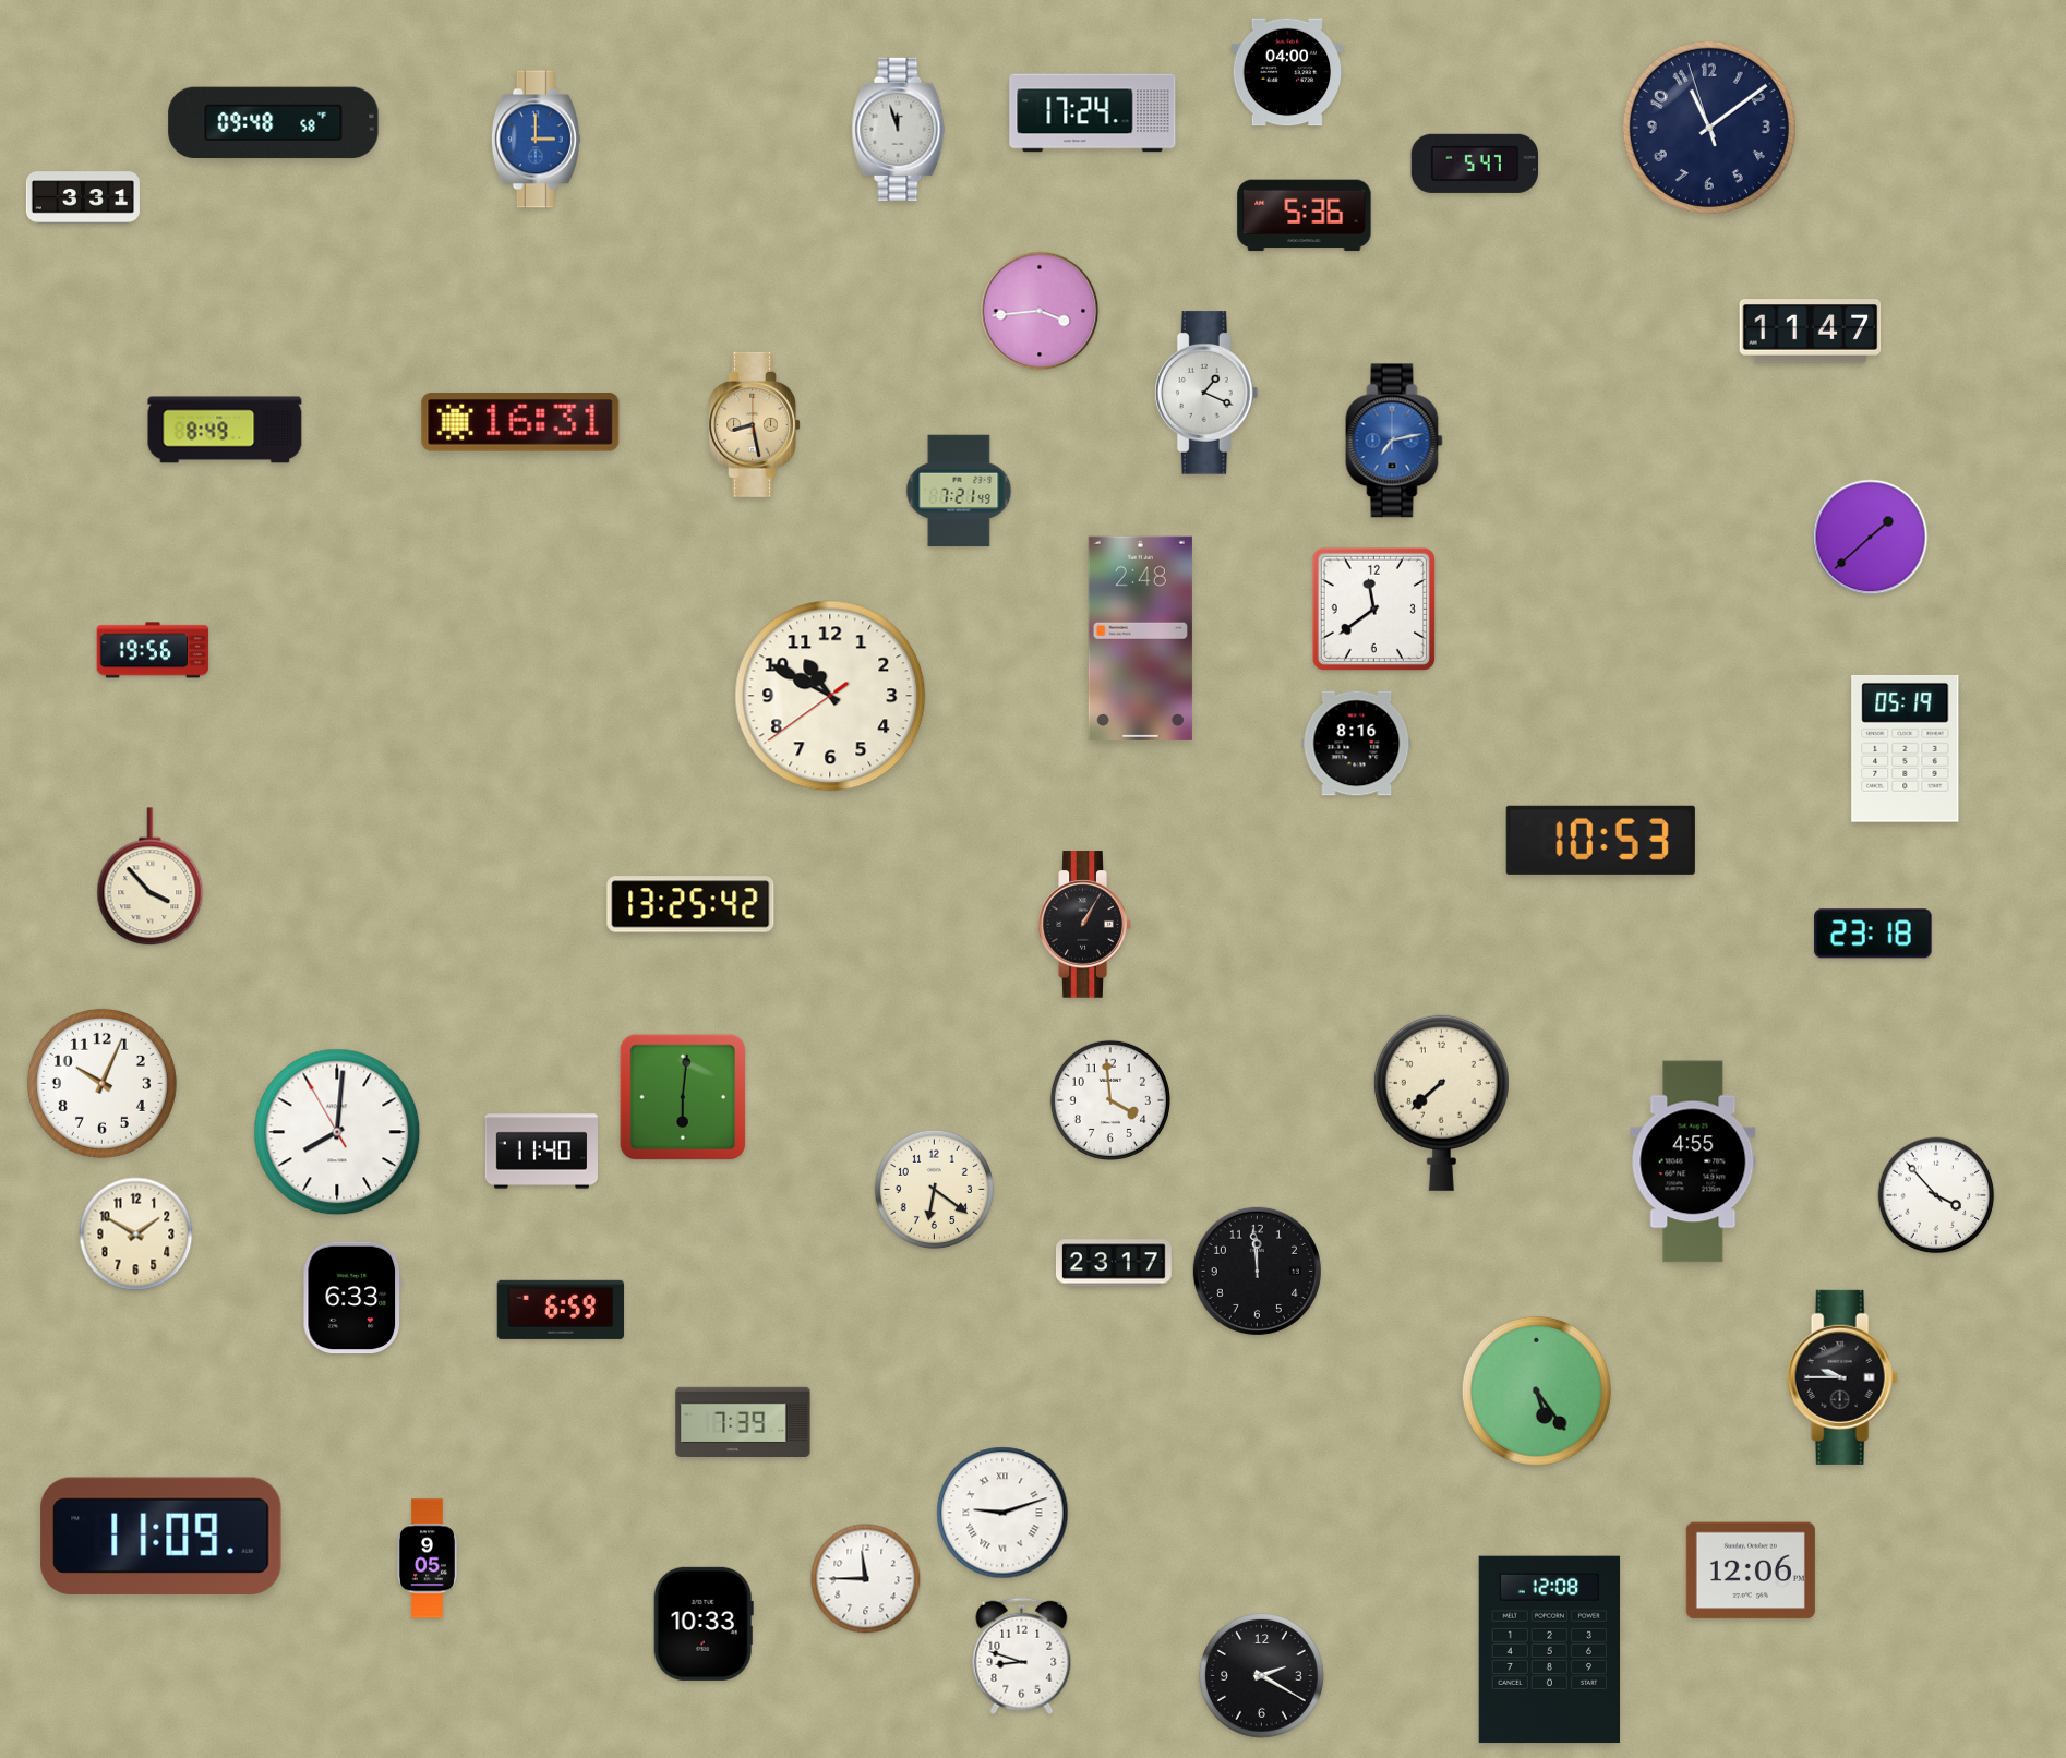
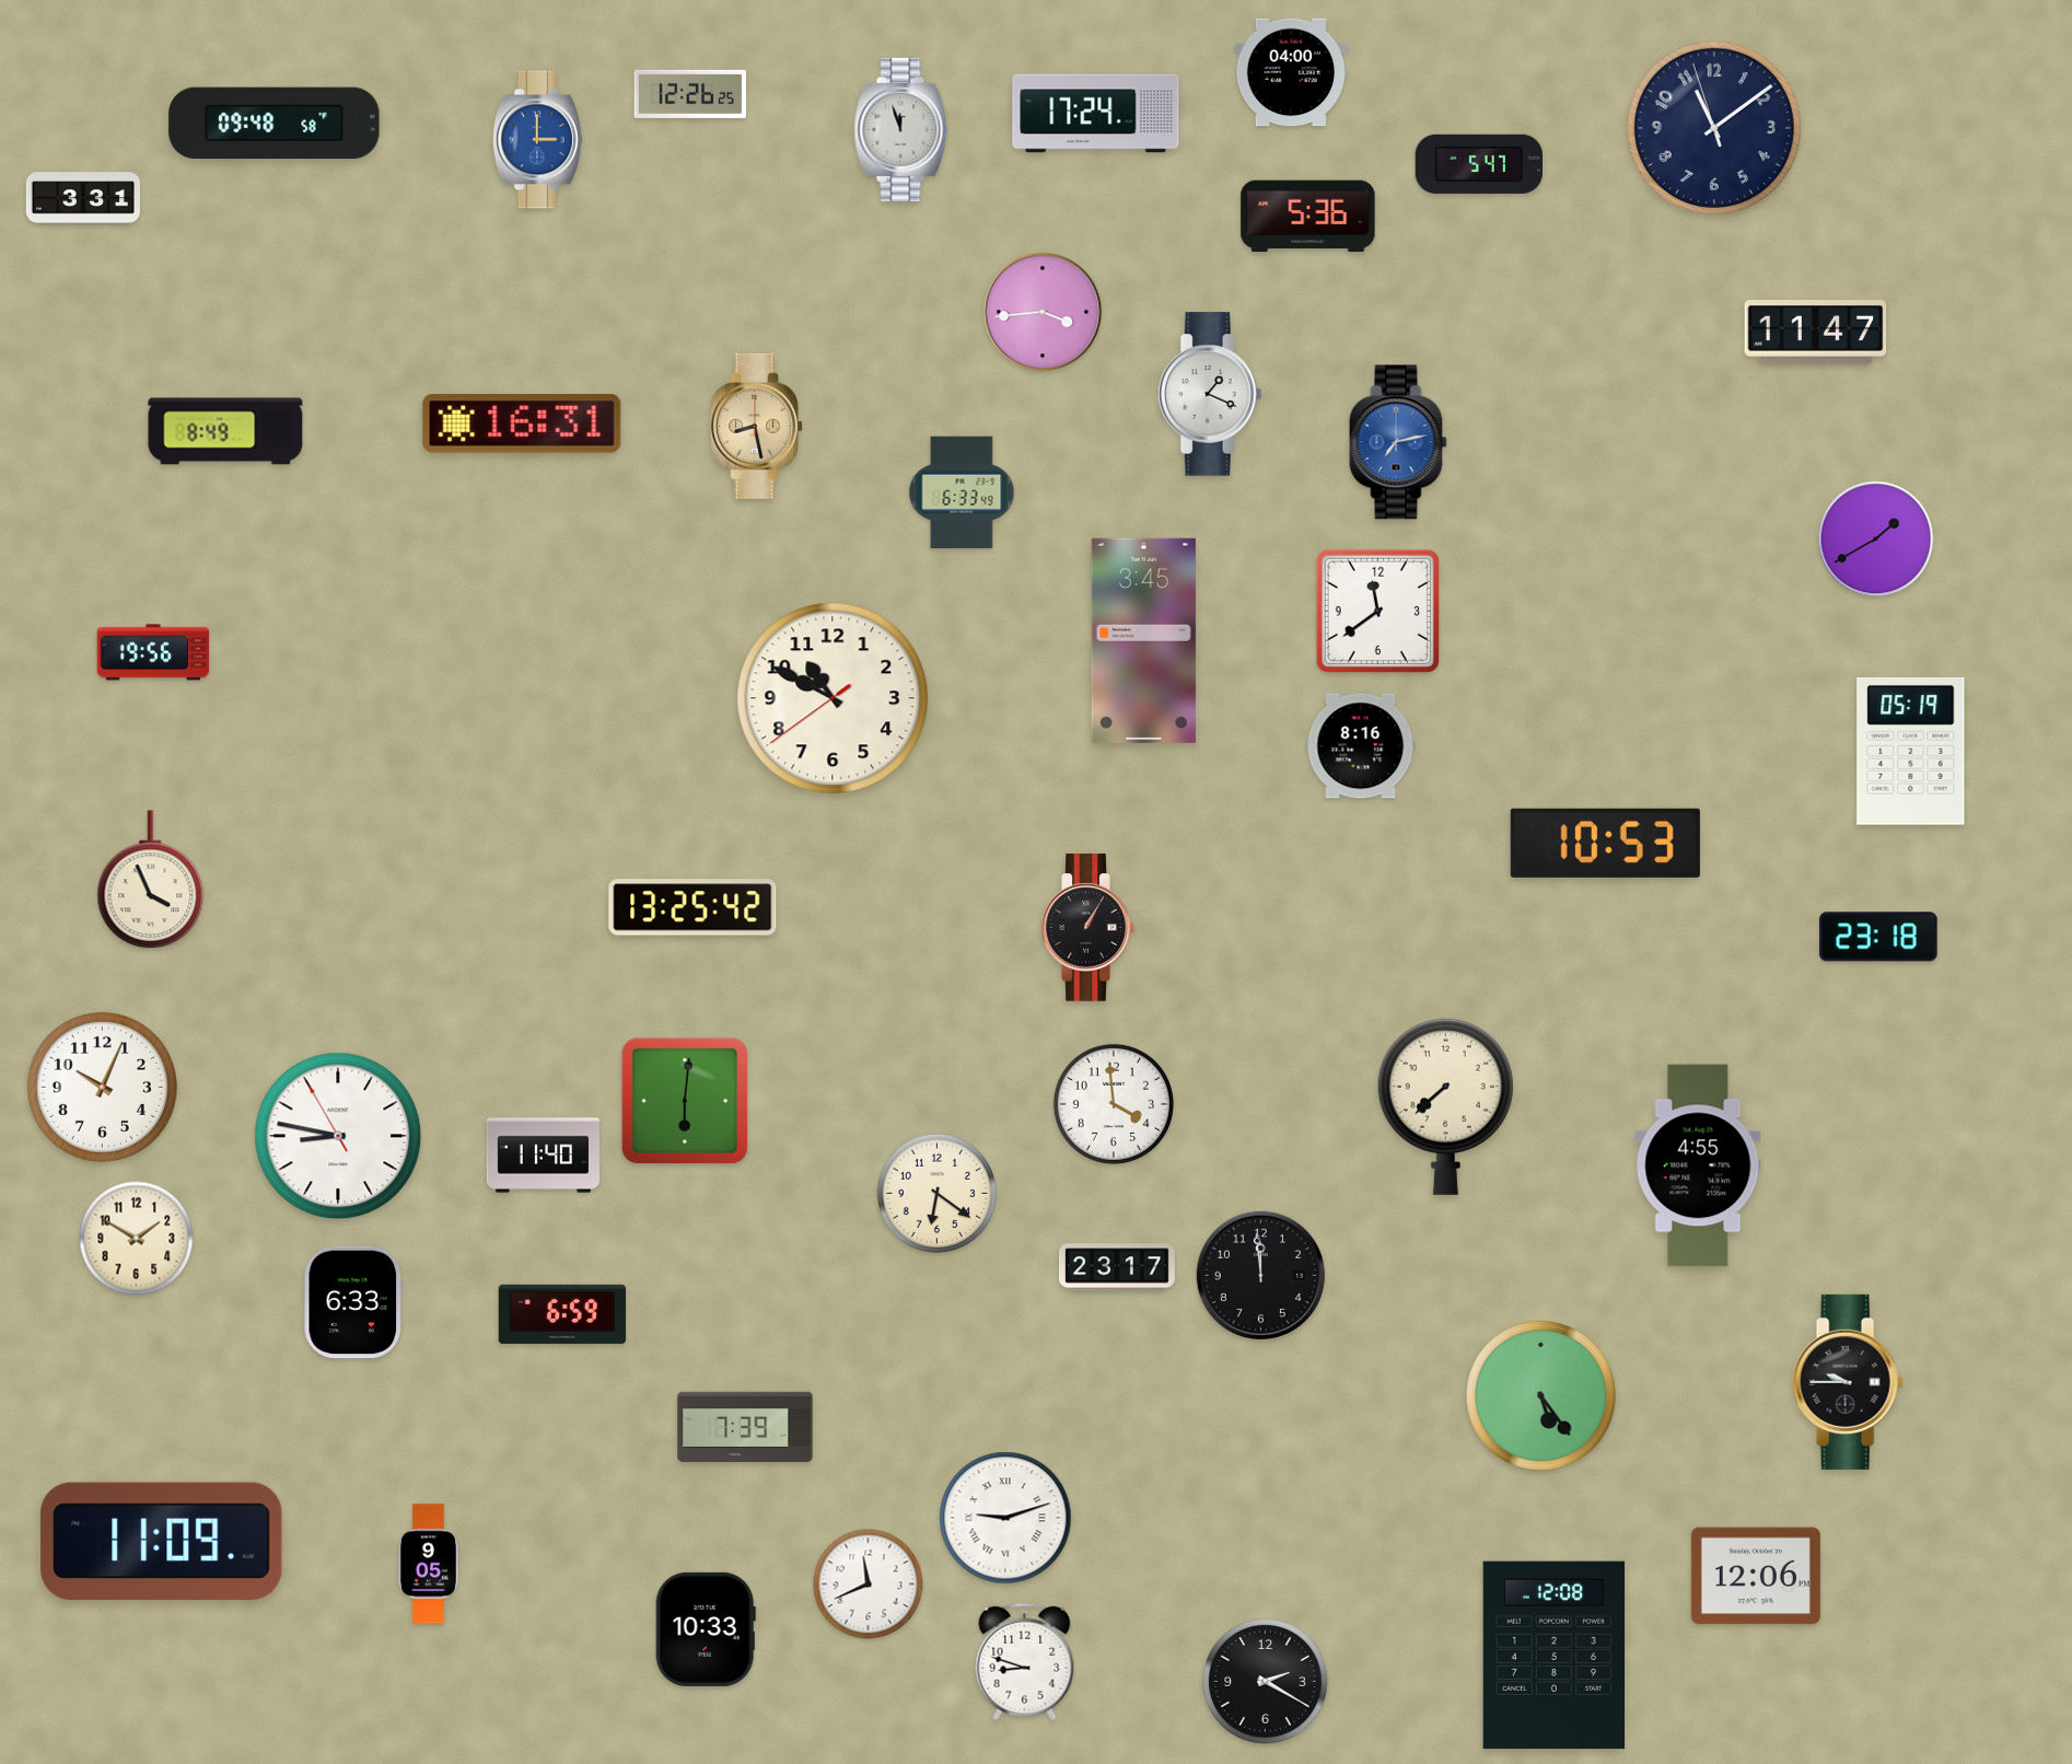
clock at (690, 94): none -> 12:26
clock at (959, 491): 7:21 -> 6:33
clock at (1871, 538): 1:38 -> 1:40
clock at (1140, 638): 2:48 -> 3:45
clock at (151, 877): 3:53 -> 3:56
clock at (337, 1132): 8:00 -> 8:46
clock at (1936, 1195): 3:53 -> none
clock at (866, 1579): 11:45 -> 11:41
